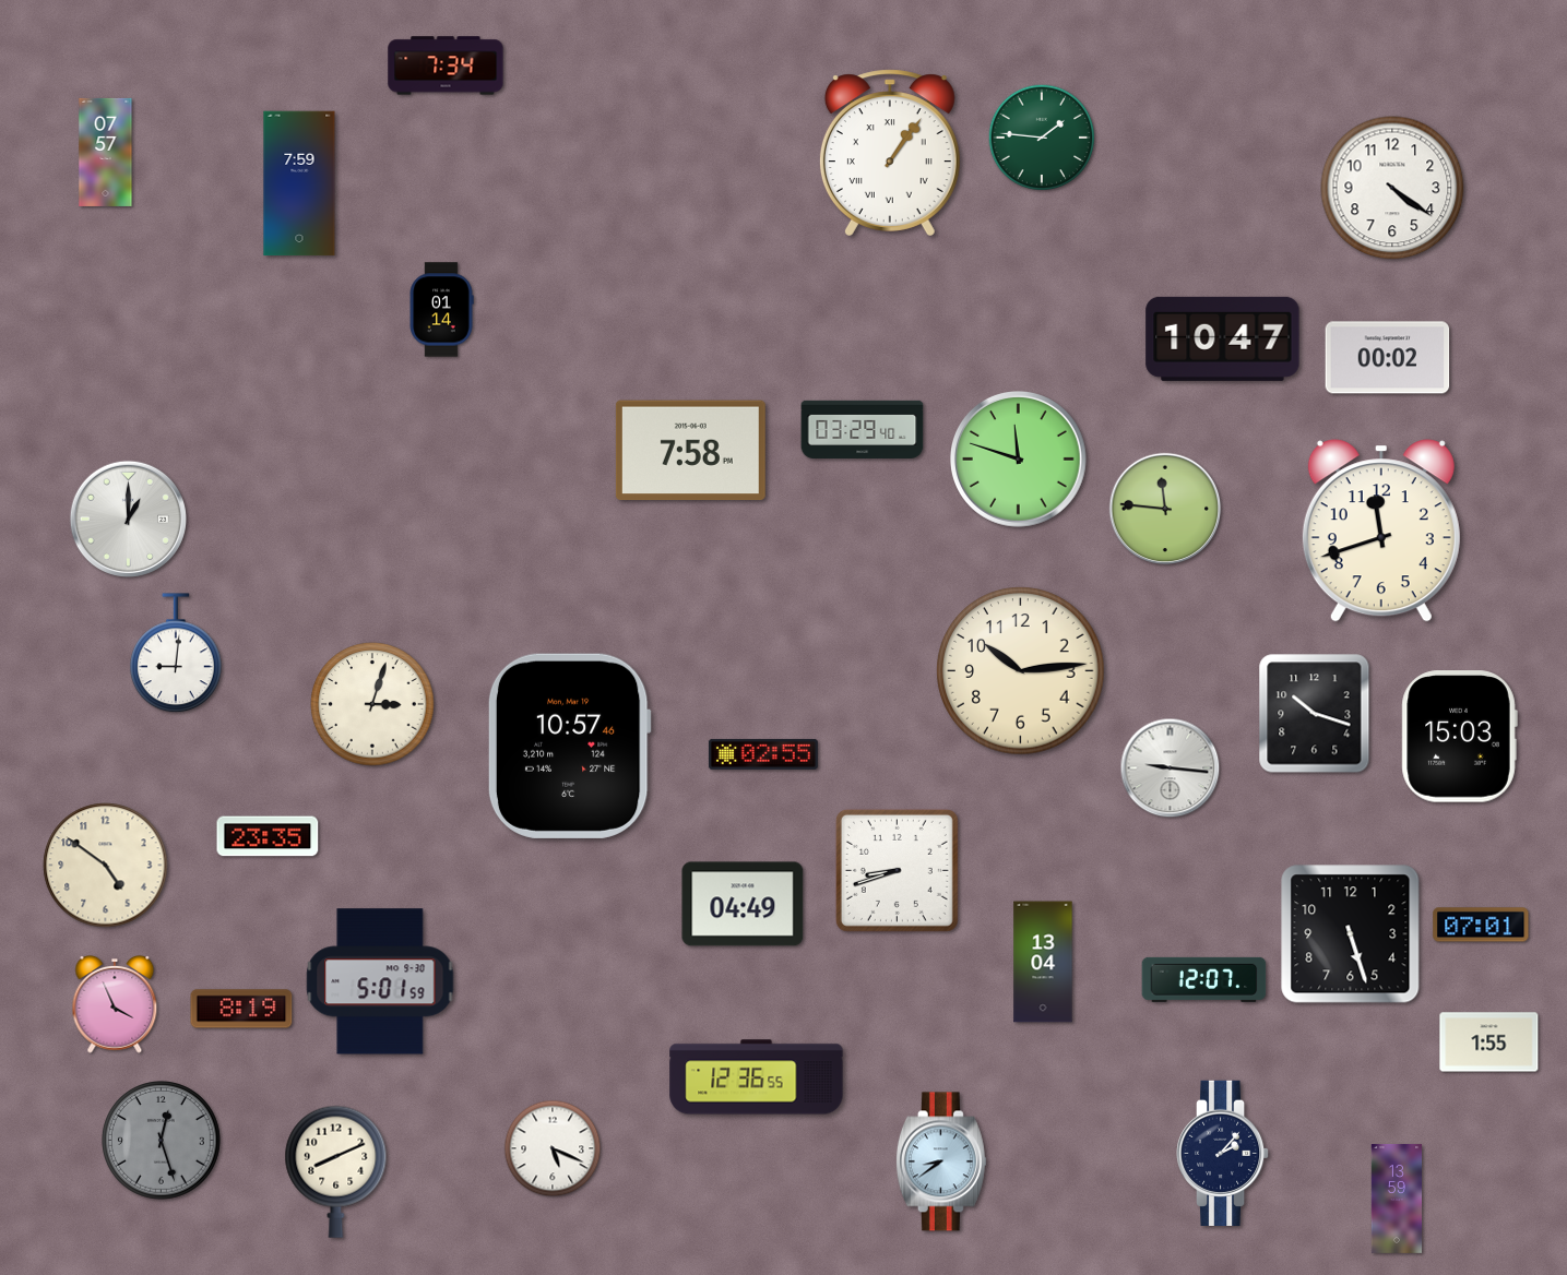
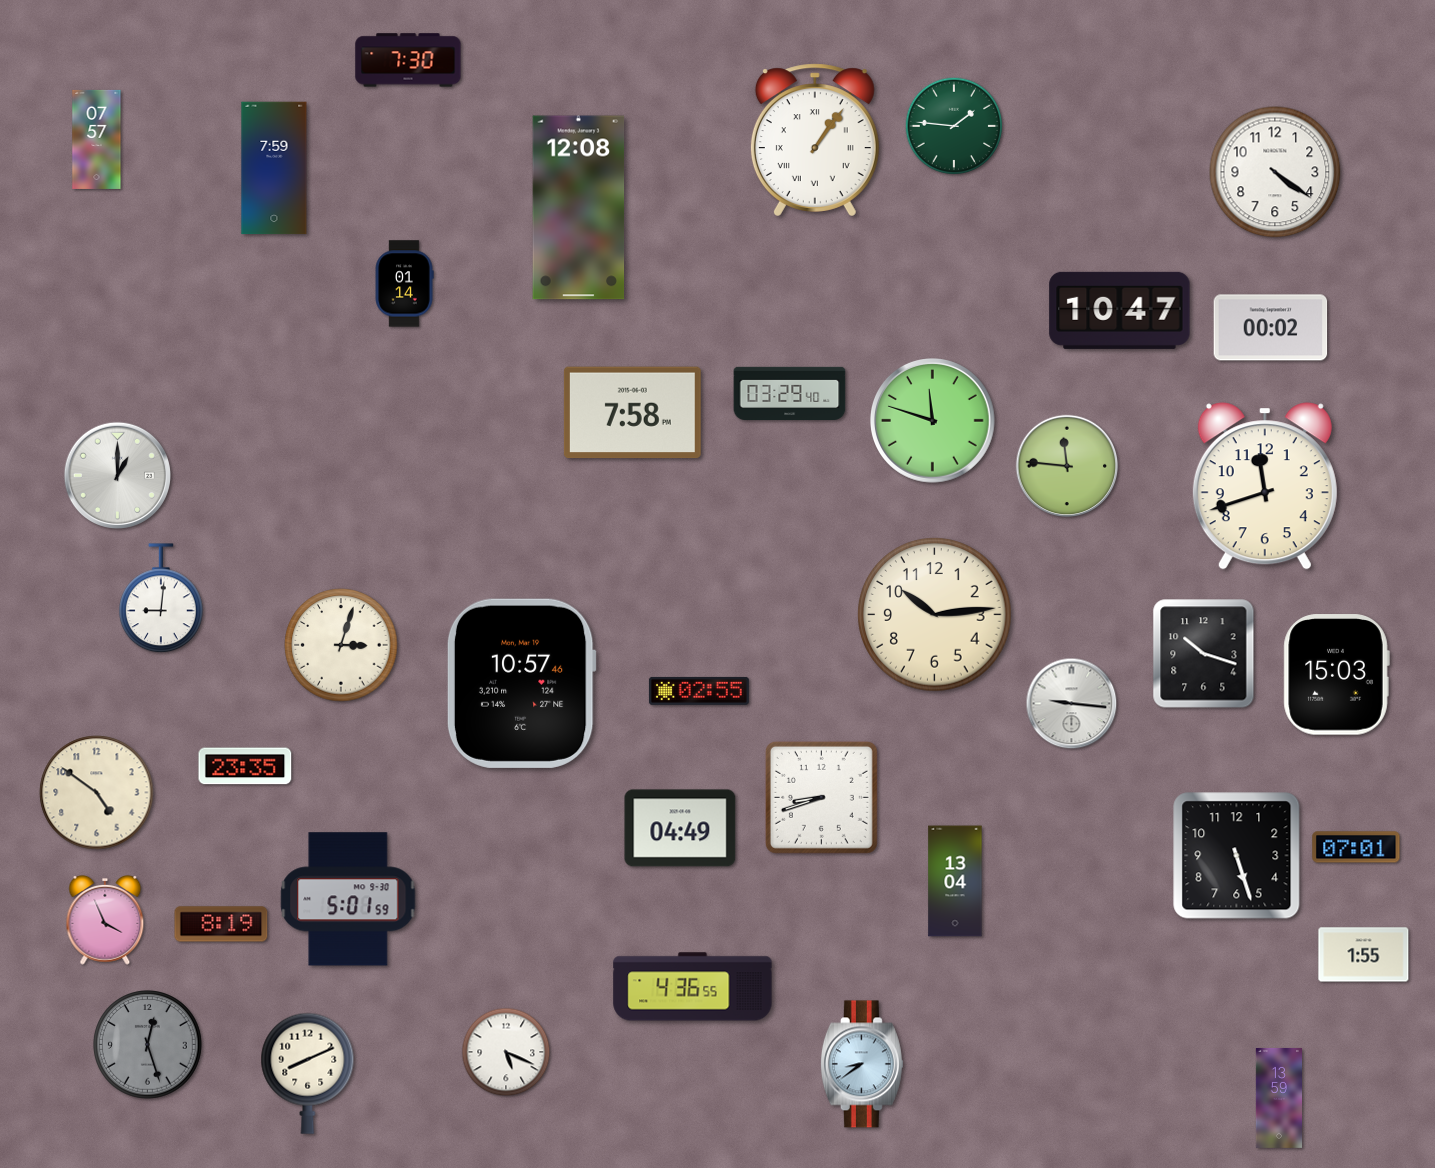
clock at (446, 65): 7:34 -> 7:30
clock at (579, 208): none -> 12:08
clock at (1204, 979): 12:07 -> none
clock at (757, 1077): 12:36 -> 4:36
clock at (1223, 1153): 2:07 -> none
